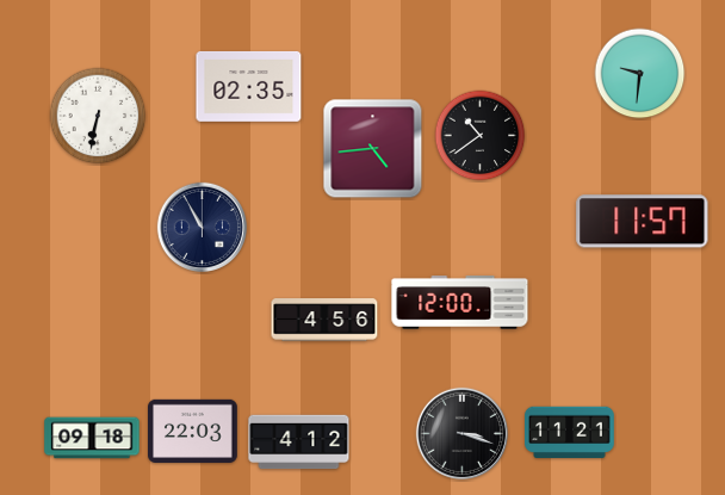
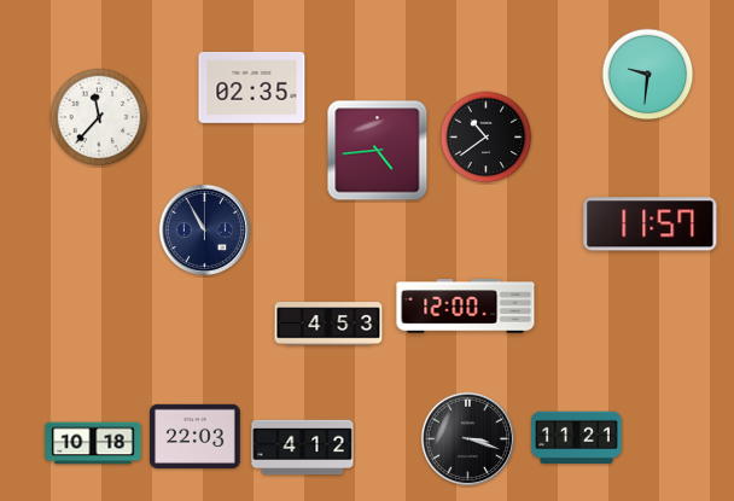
clock at (98, 116): 6:32 -> 11:37
clock at (324, 320): 4:56 -> 4:53
clock at (92, 438): 09:18 -> 10:18
